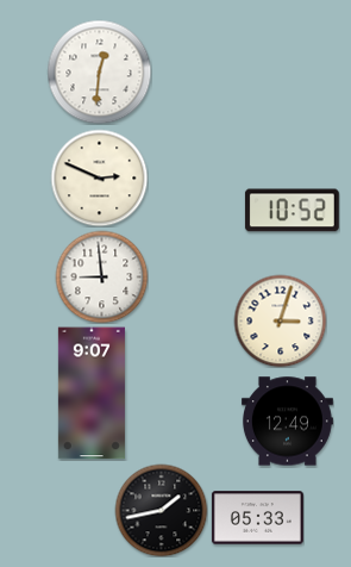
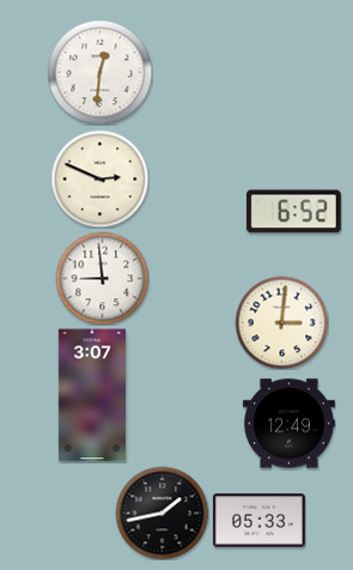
clock at (292, 211): 10:52 -> 6:52
clock at (280, 320): 3:03 -> 3:01
clock at (92, 393): 9:07 -> 3:07
